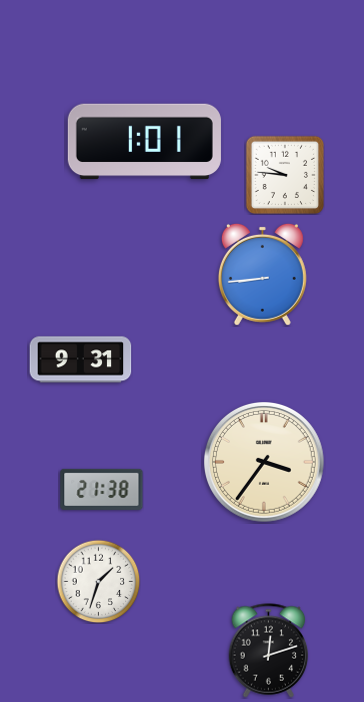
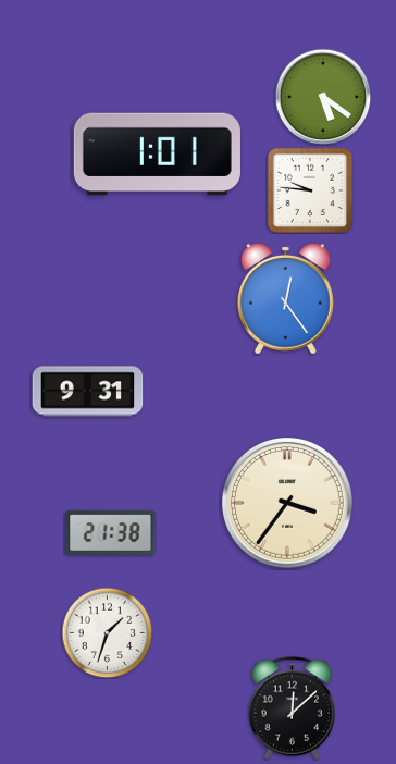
clock at (323, 97): none -> 5:21
clock at (262, 274): 8:44 -> 12:24
clock at (269, 651): 12:12 -> 12:08
